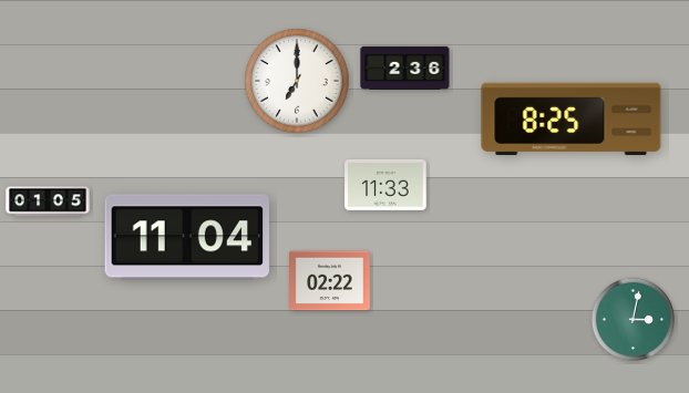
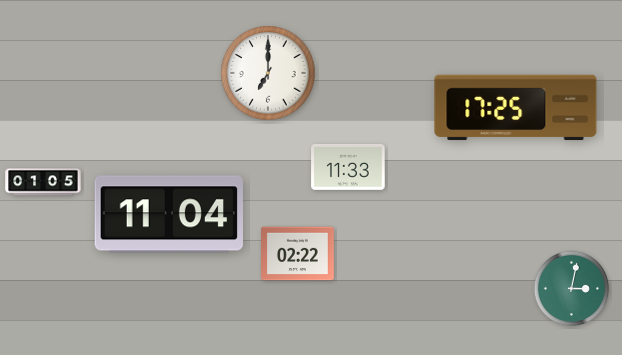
clock at (405, 68): 2:36 -> none
clock at (572, 120): 8:25 -> 17:25
